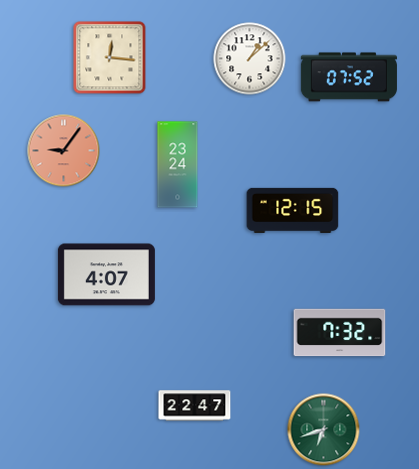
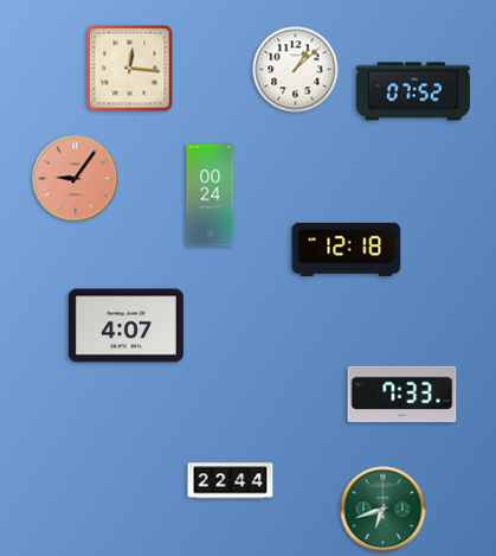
clock at (178, 165): 23:24 -> 00:24
clock at (293, 210): 12:15 -> 12:18
clock at (340, 333): 7:32 -> 7:33
clock at (195, 406): 22:47 -> 22:44
